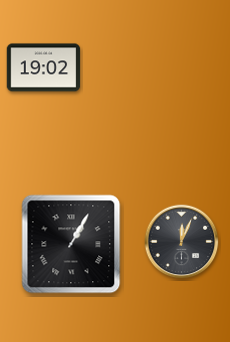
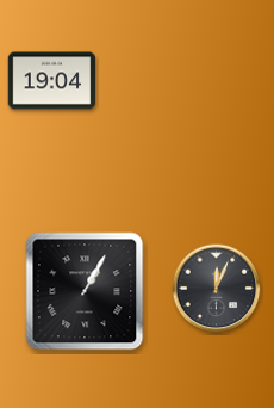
clock at (44, 68): 19:02 -> 19:04
